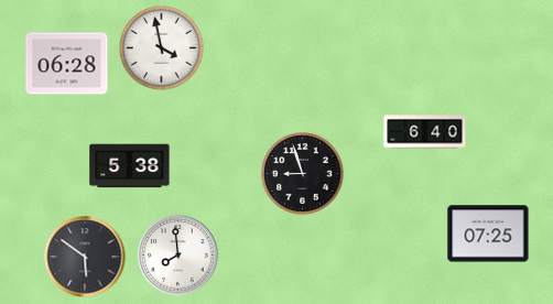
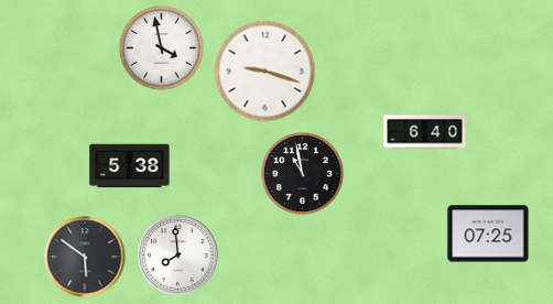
clock at (67, 64): 06:28 -> none
clock at (265, 72): none -> 9:18
clock at (303, 174): 8:57 -> 10:58
